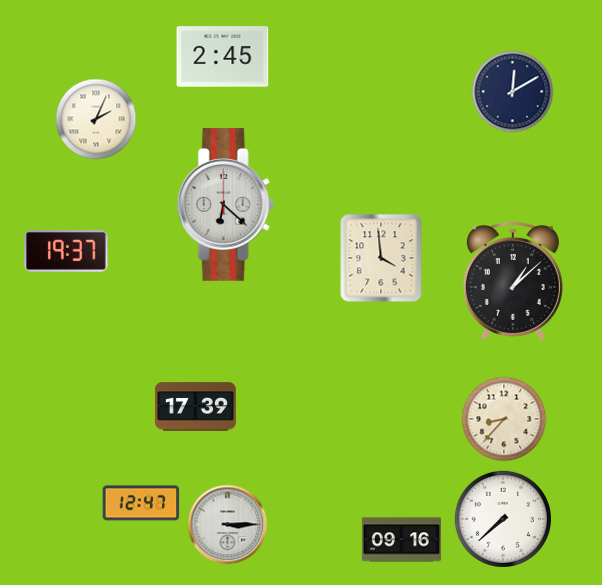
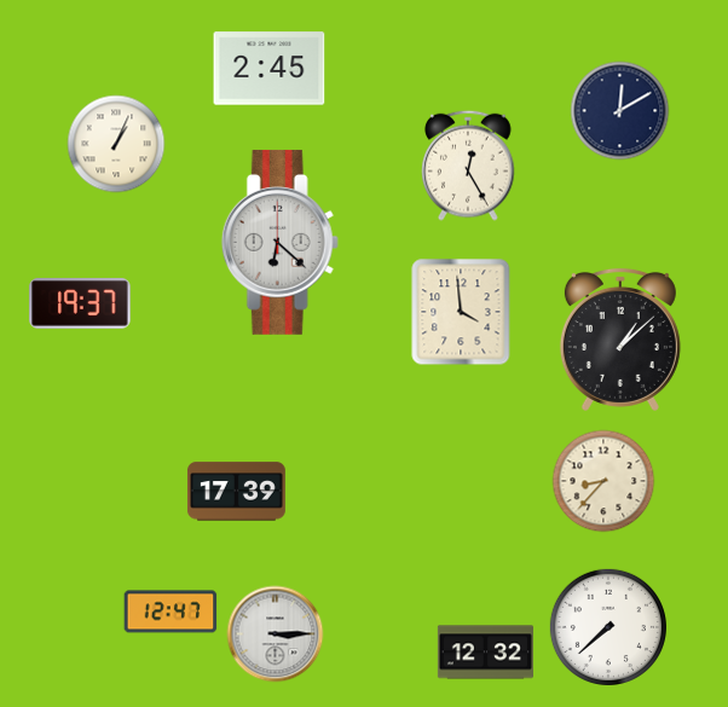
clock at (96, 119): 2:04 -> 1:04
clock at (468, 166): none -> 12:25
clock at (225, 204) position: (225, 204) -> (279, 242)
clock at (504, 419) position: (504, 419) -> (603, 481)
clock at (141, 503) position: (141, 503) -> (171, 612)
clock at (401, 540): 09:16 -> 12:32
